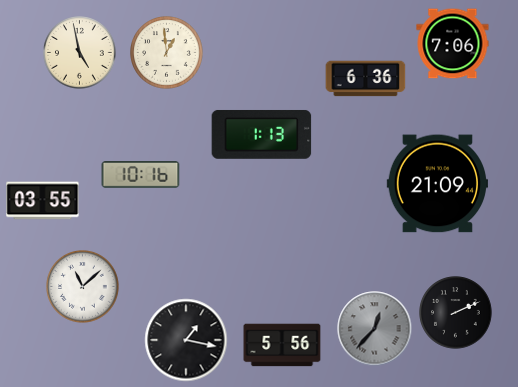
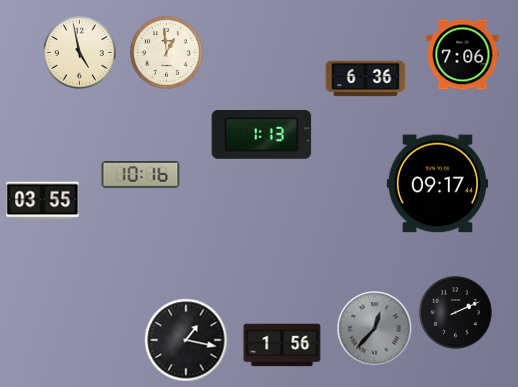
clock at (453, 44) position: (453, 44) -> (463, 55)
clock at (437, 184): 21:09 -> 09:17
clock at (83, 287): 11:08 -> none
clock at (282, 345): 5:56 -> 1:56
